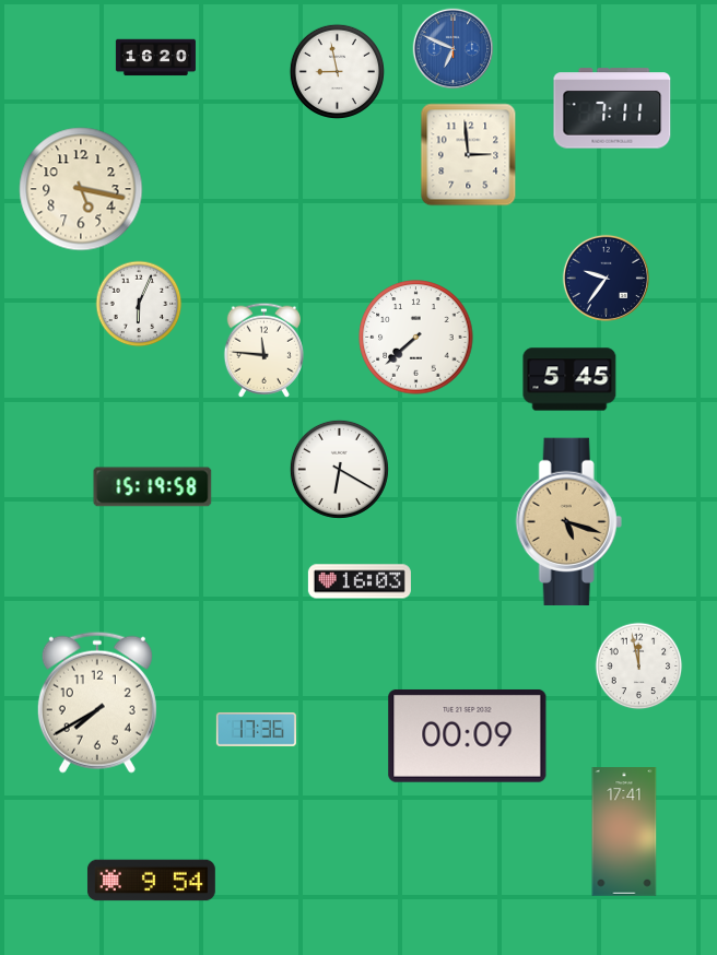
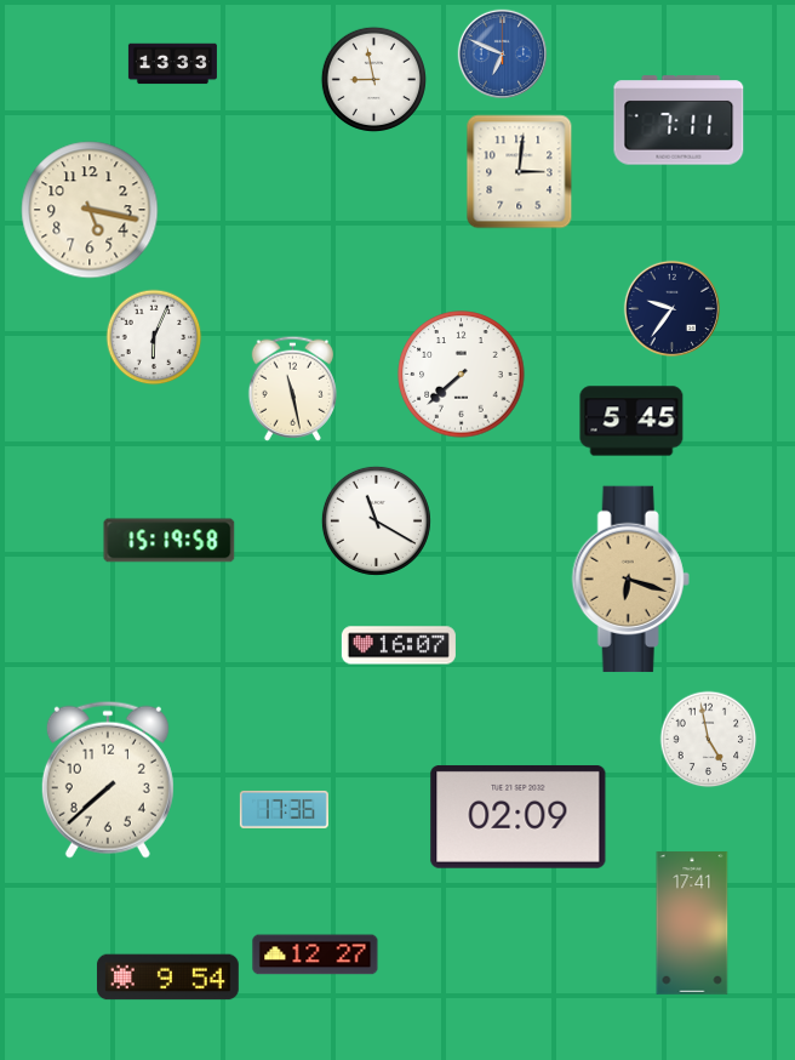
clock at (155, 58): 16:20 -> 13:33
clock at (469, 155): 2:59 -> 3:01
clock at (263, 350): 11:46 -> 11:28
clock at (339, 469): 6:20 -> 11:20
clock at (568, 522): 5:18 -> 6:18
clock at (360, 581): 16:03 -> 16:07
clock at (639, 667): 11:58 -> 4:58
clock at (97, 703): 7:40 -> 7:38
clock at (468, 735): 00:09 -> 02:09
clock at (315, 954): none -> 12:27
